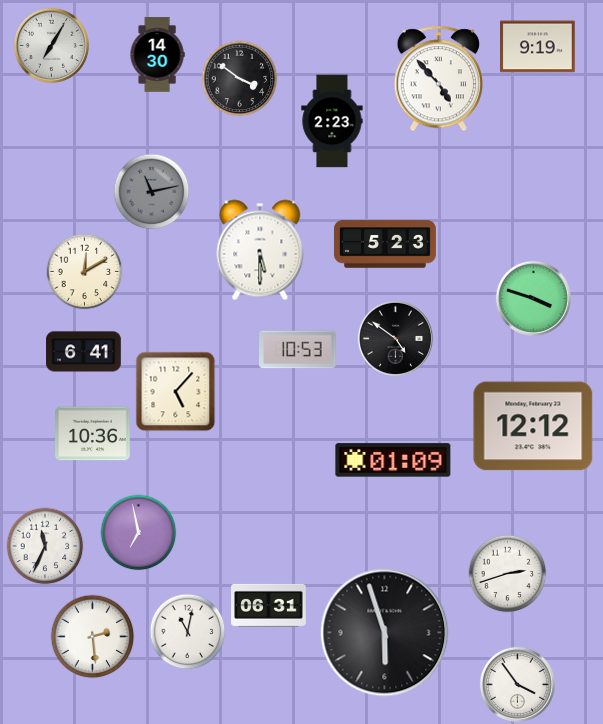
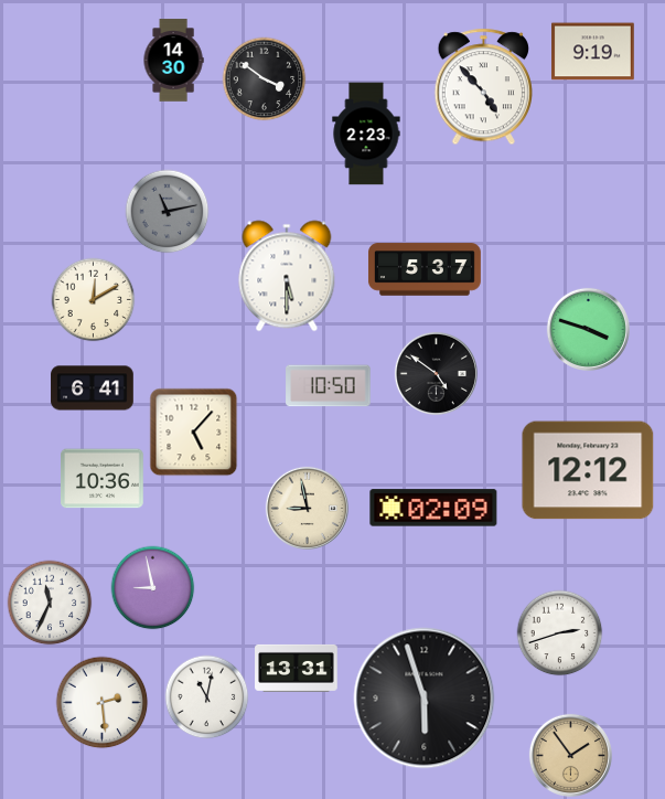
clock at (51, 45): 7:05 -> none
clock at (240, 79) position: (240, 79) -> (265, 79)
clock at (385, 244): 5:23 -> 5:37
clock at (298, 350): 10:53 -> 10:50
clock at (307, 508): none -> 8:58
clock at (393, 460): 01:09 -> 02:09
clock at (139, 533): 6:58 -> 8:58
clock at (269, 605): 06:31 -> 13:31
clock at (517, 684): 3:54 -> 1:54
clock at (517, 684) dial: white -> champagne
